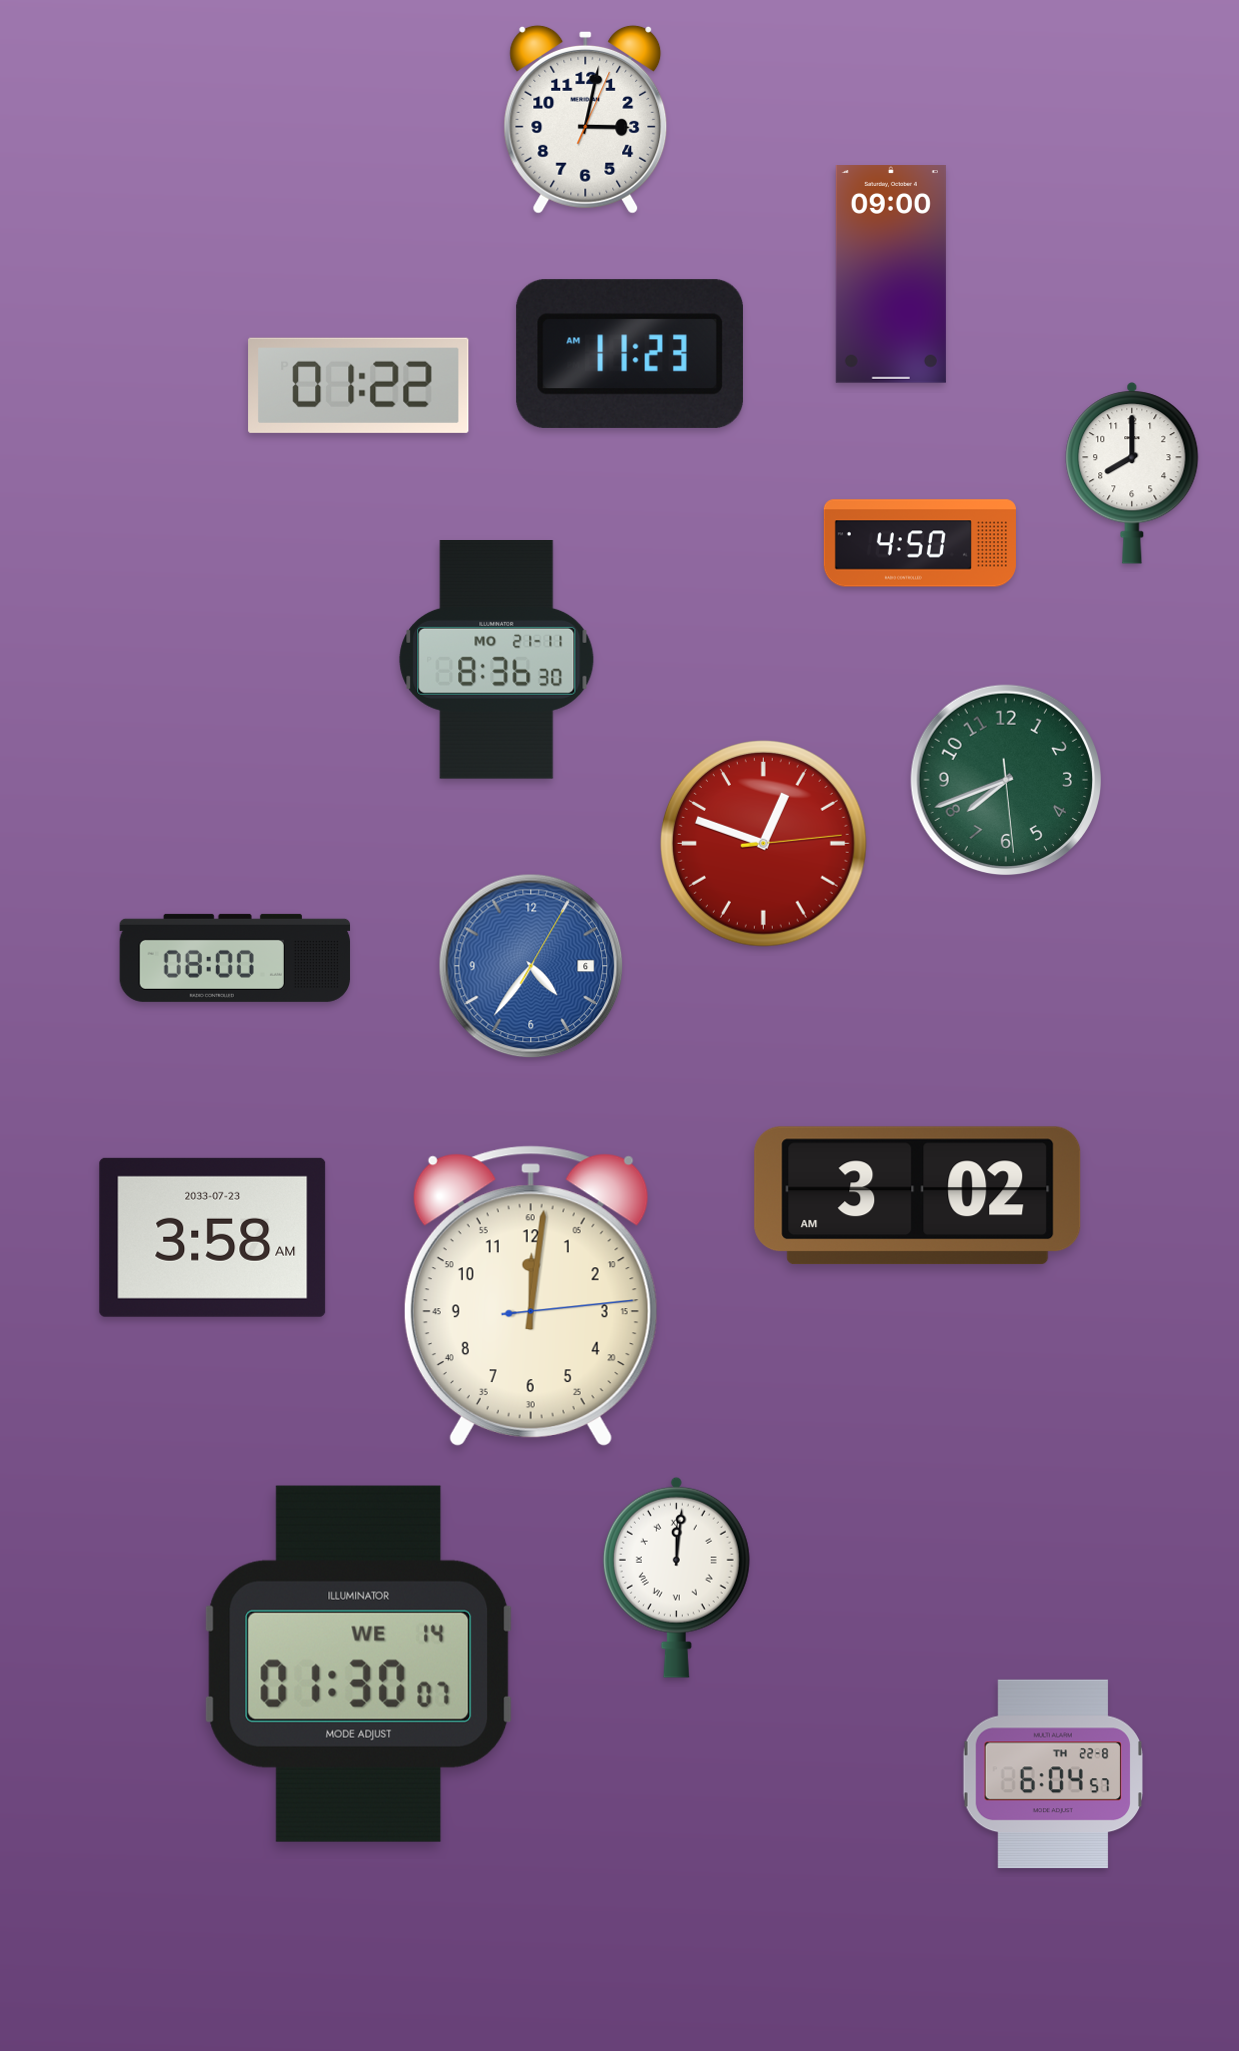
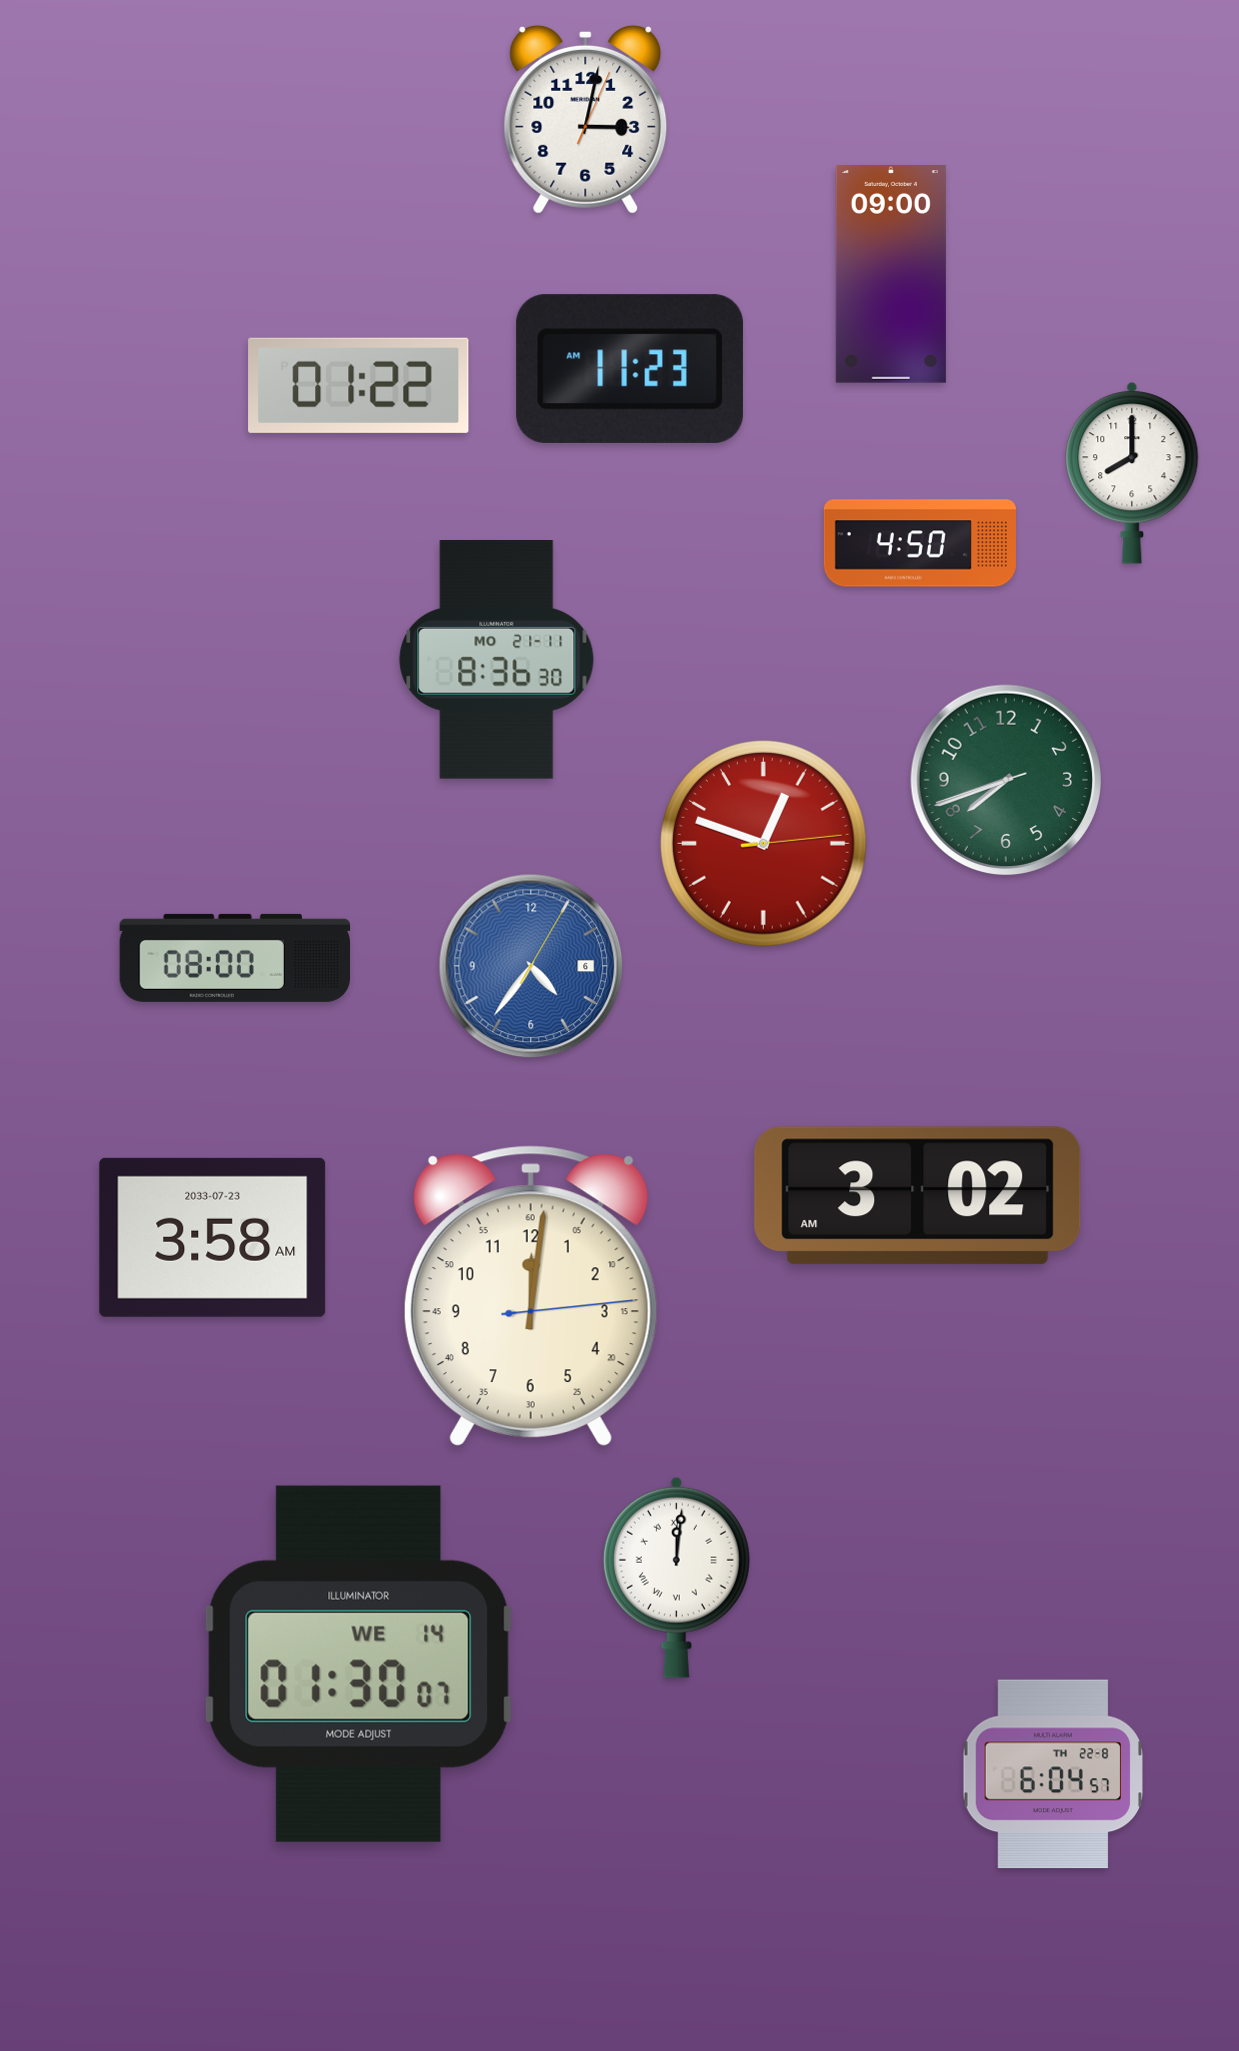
clock at (630, 354) position: (630, 354) -> (630, 369)
clock at (1005, 779): 7:41:29 -> 7:41:42
